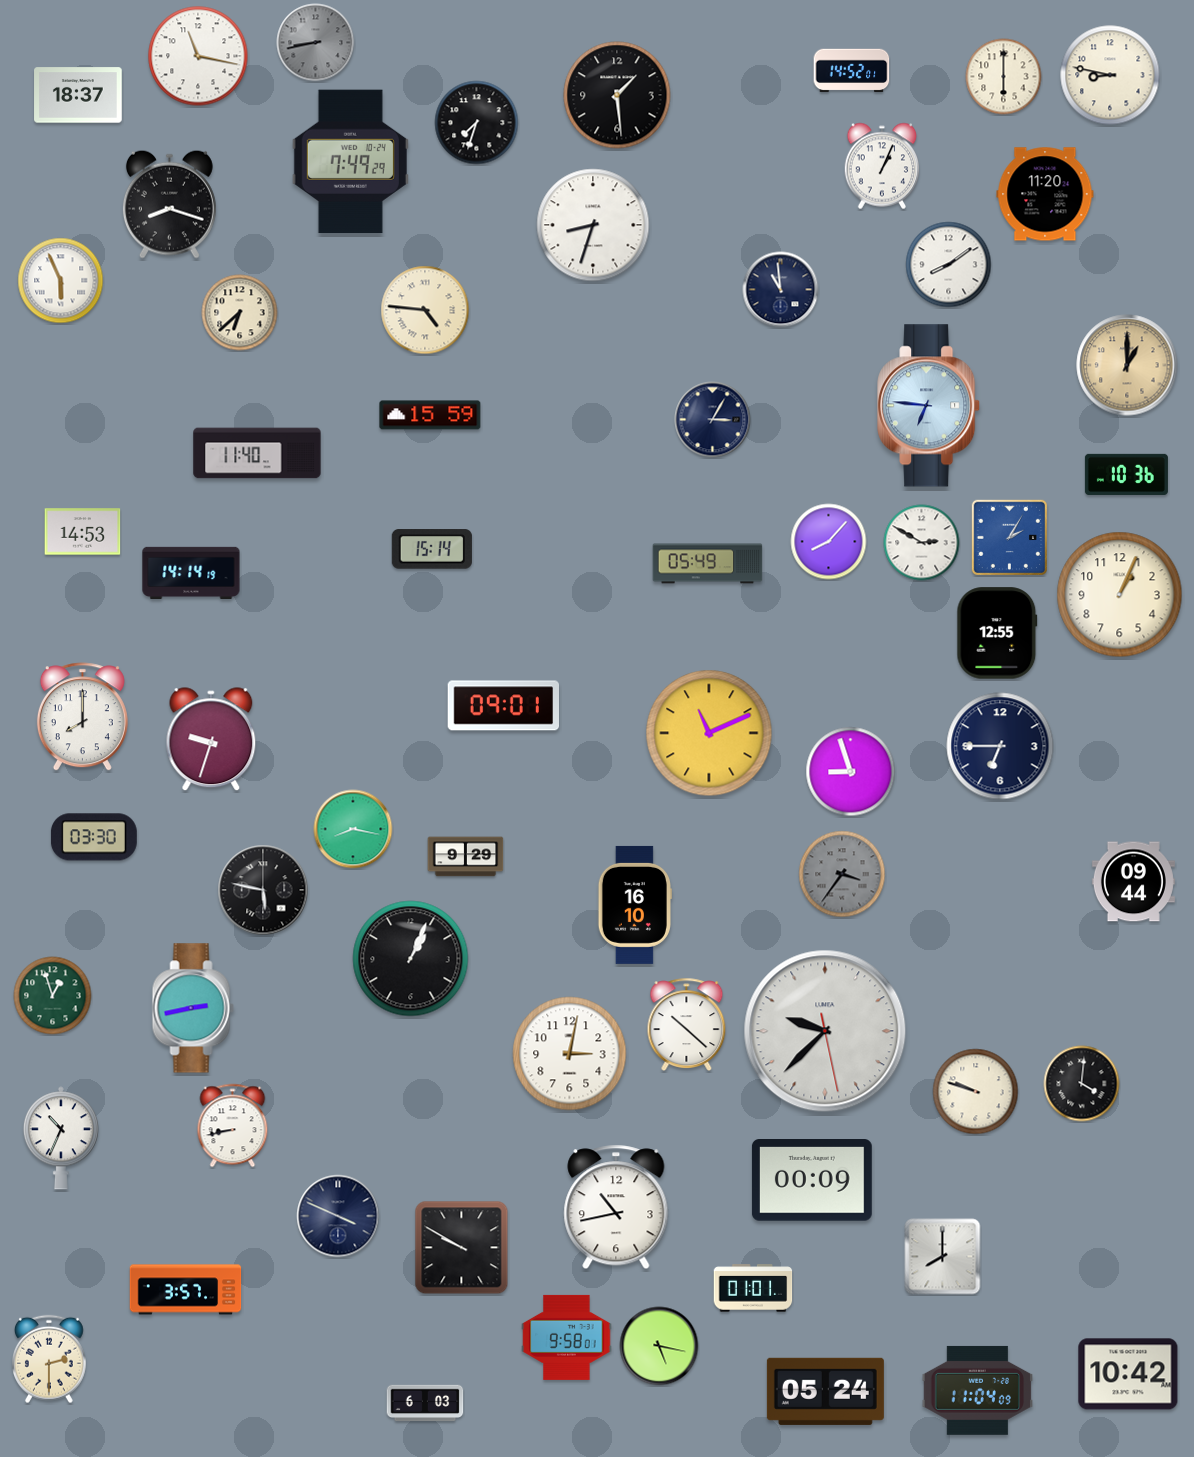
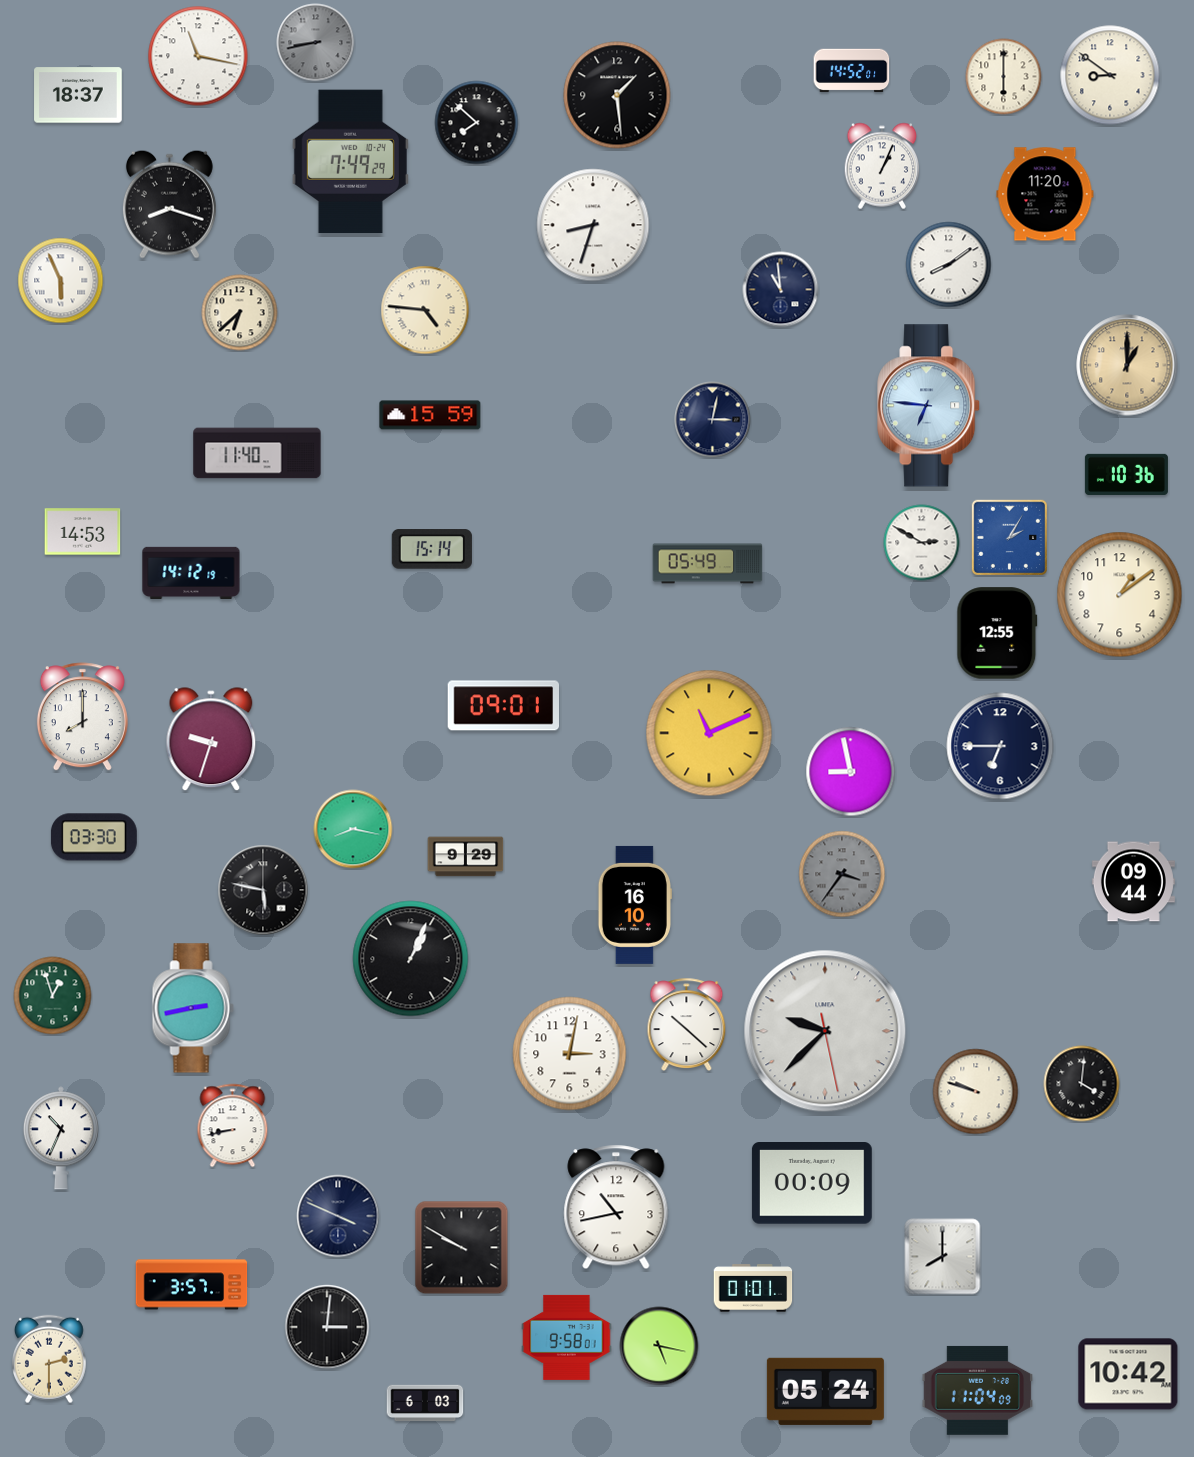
clock at (1110, 75): 8:47 -> 8:51
clock at (477, 123): 7:33 -> 7:52
clock at (713, 420): 3:05 -> 3:02
clock at (829, 542): 8:07 -> none
clock at (191, 572): 14:14 -> 14:12
clock at (1120, 595): 1:04 -> 1:09
clock at (851, 772): 8:57 -> 8:58
clock at (812, 1181) position: (812, 1181) -> (812, 1184)
clock at (186, 1290) position: (186, 1290) -> (192, 1285)
clock at (327, 1327): none -> 3:01
